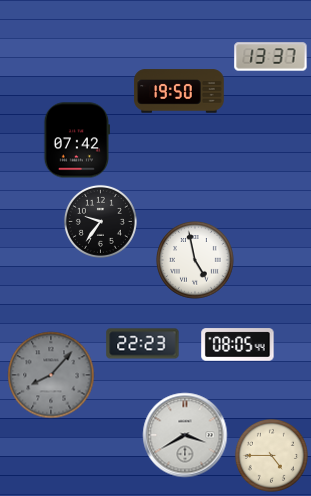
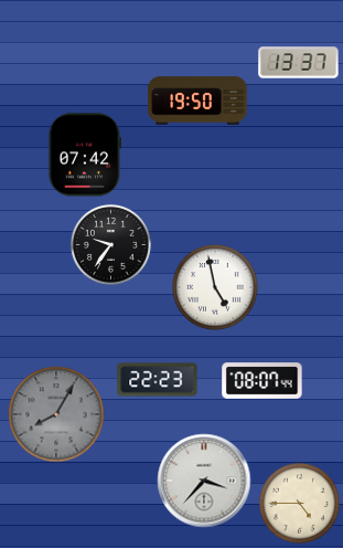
clock at (238, 345): 08:05 -> 08:07
clock at (51, 375): 8:07 -> 8:05
clock at (185, 435): 3:40 -> 3:37
